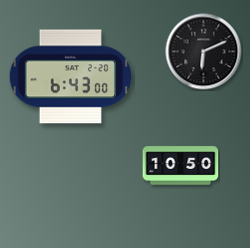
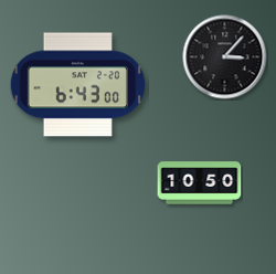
clock at (204, 52): 6:11 -> 3:07
